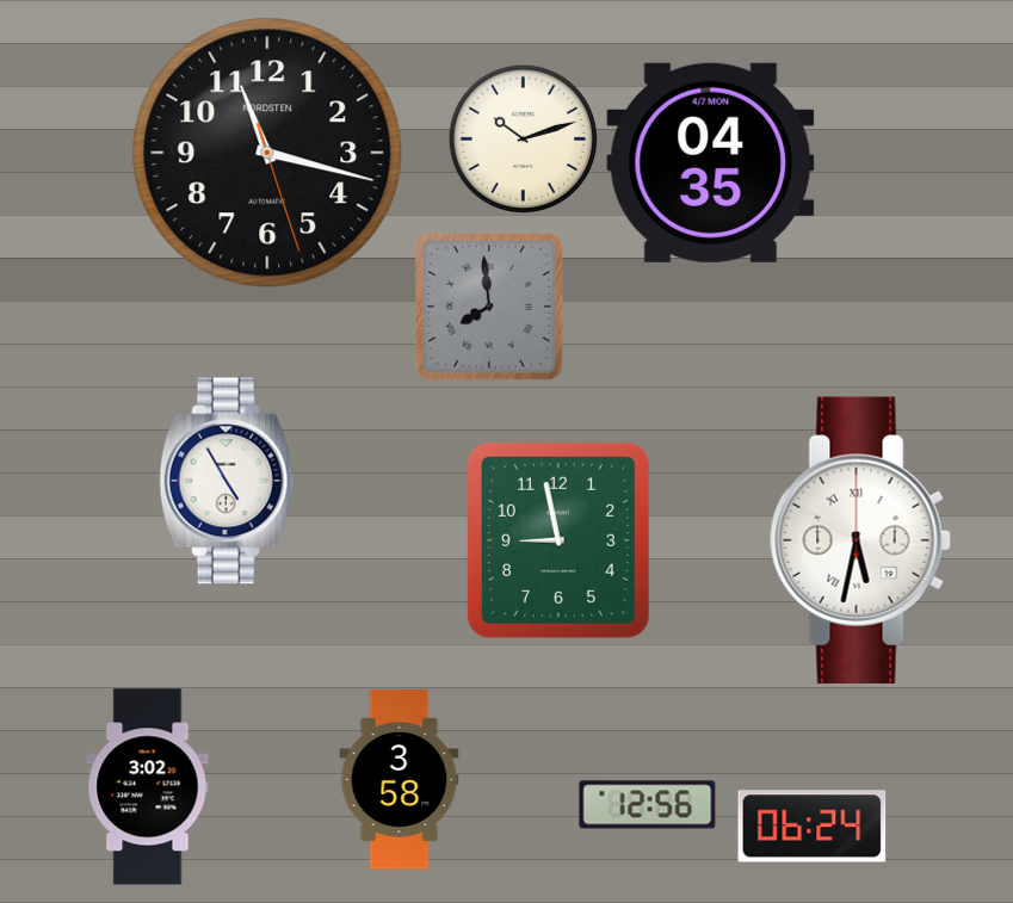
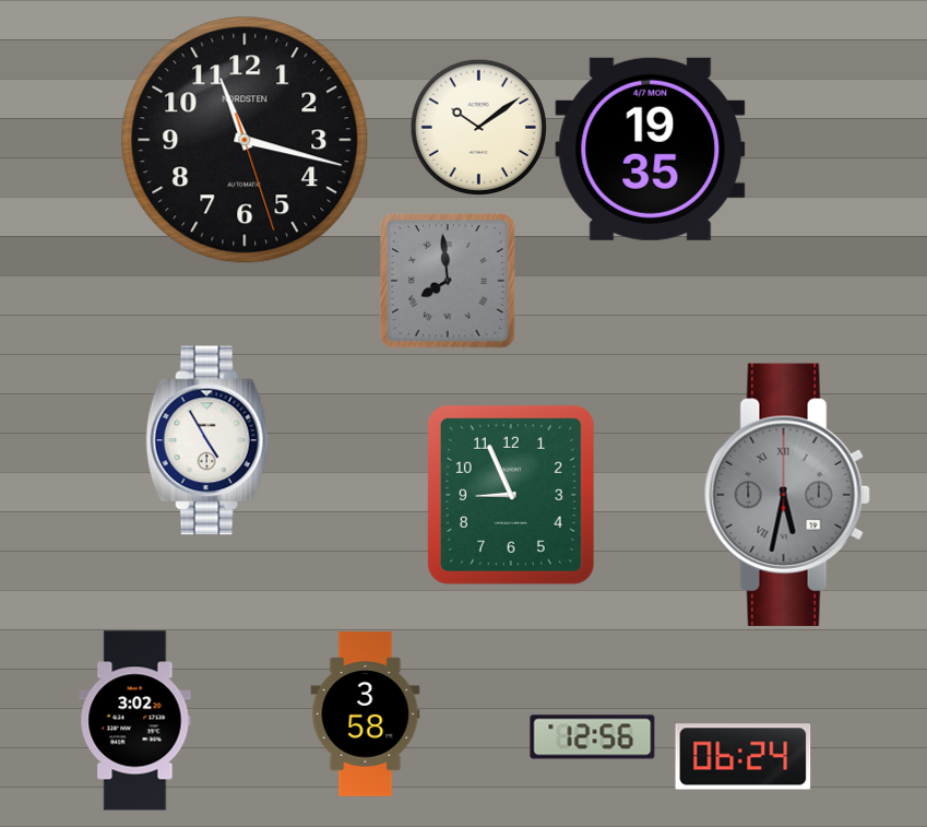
clock at (523, 138): 10:12 -> 10:09
clock at (711, 162): 04:35 -> 19:35
clock at (558, 540): 8:58 -> 8:56
clock at (860, 540) dial: white -> grey
